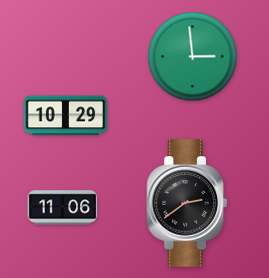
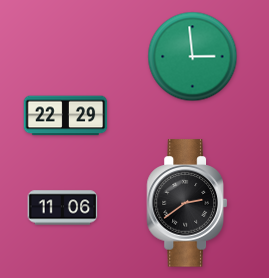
clock at (66, 116): 10:29 -> 22:29
